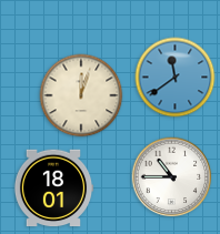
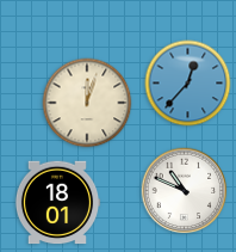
clock at (176, 78): 11:39 -> 12:37
clock at (172, 177): 10:45 -> 10:49
